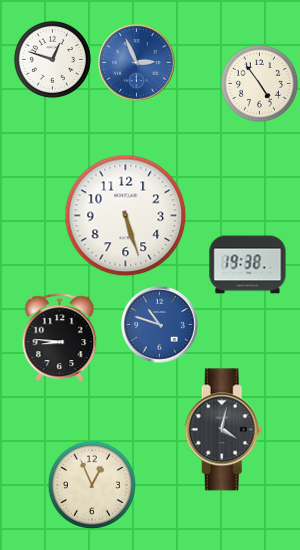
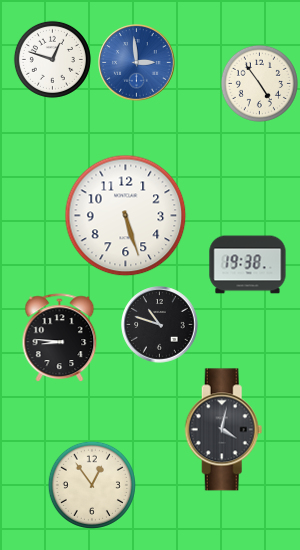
clock at (137, 63): 2:56 -> 2:59
clock at (160, 325) dial: blue -> black
clock at (92, 485): 12:56 -> 12:54
